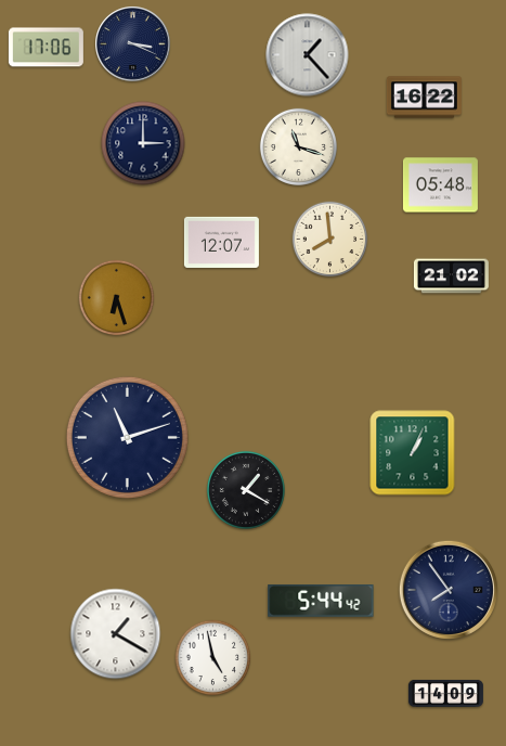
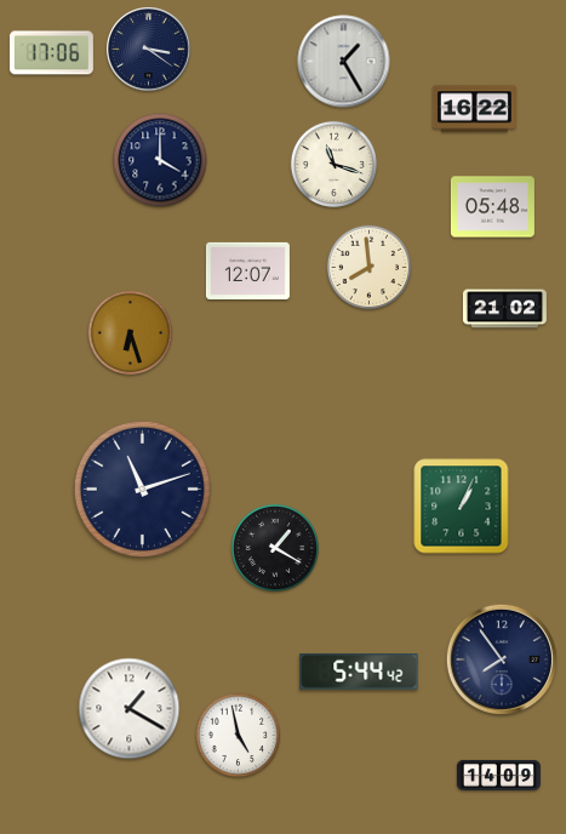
clock at (133, 44): 3:19 -> 3:21
clock at (308, 55): 1:23 -> 1:25
clock at (143, 143): 3:00 -> 4:00
